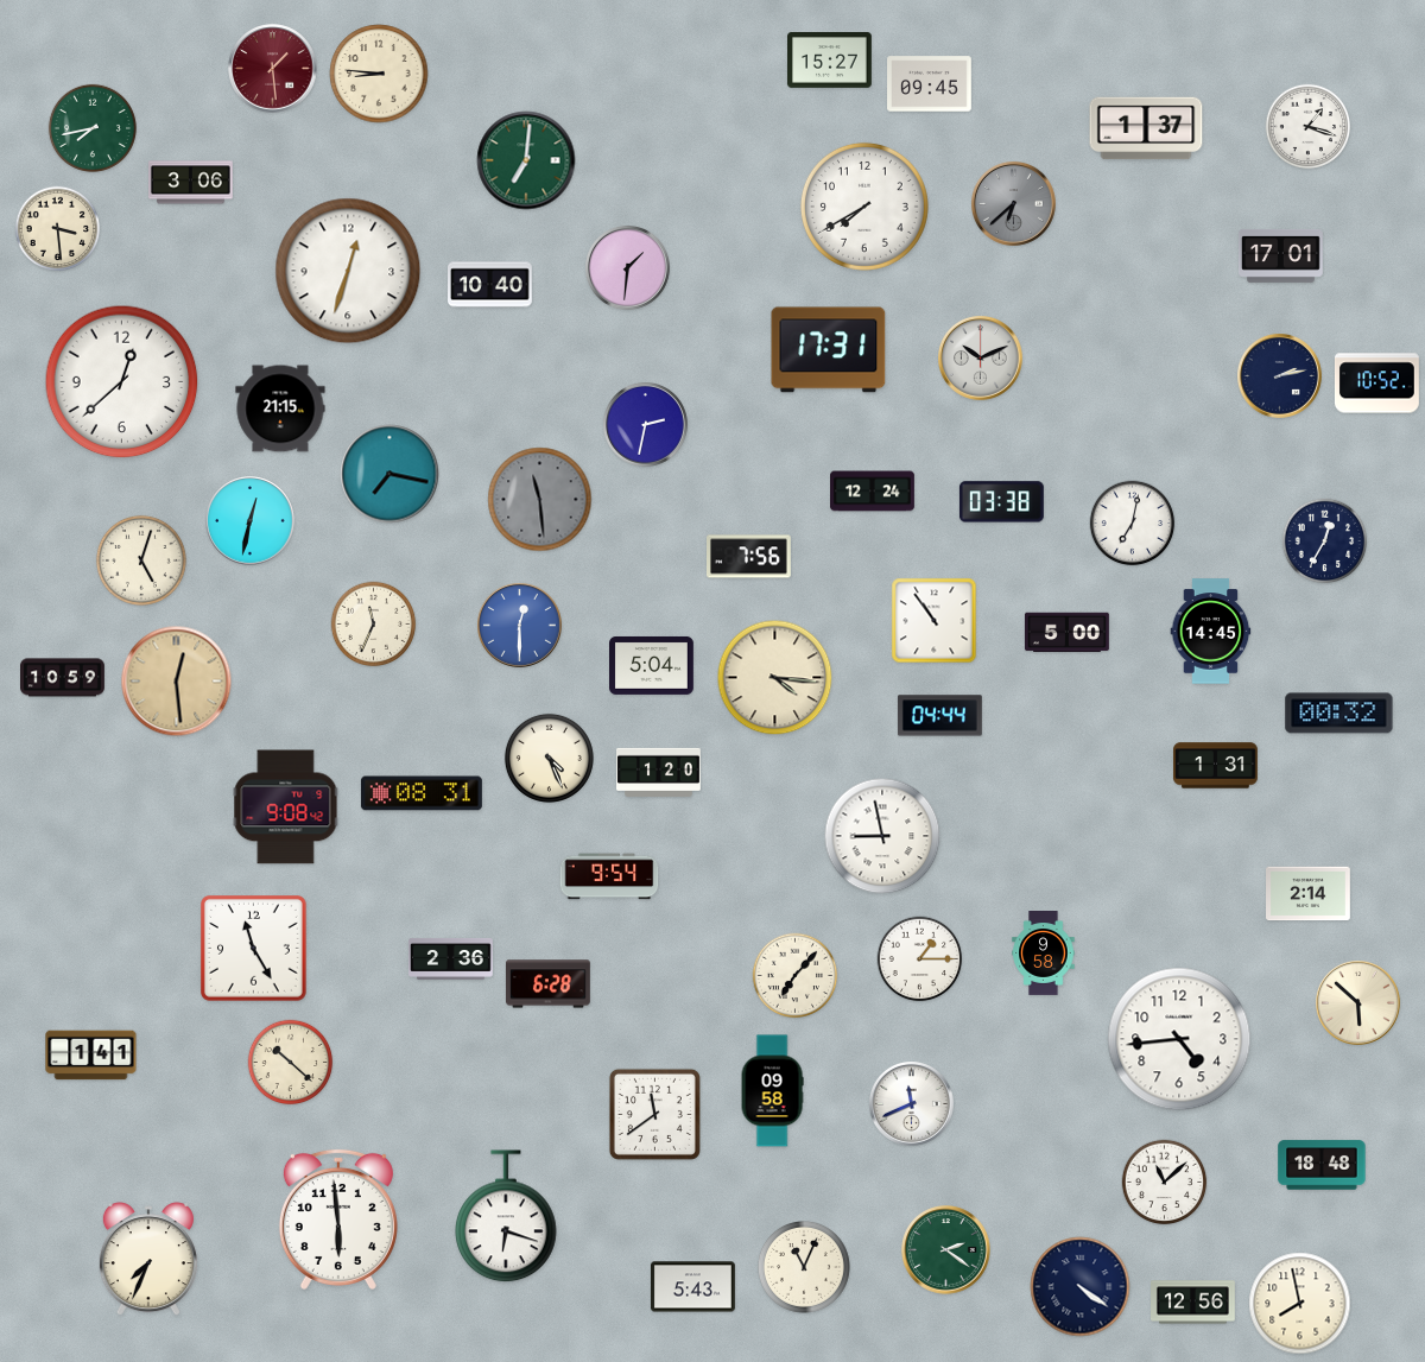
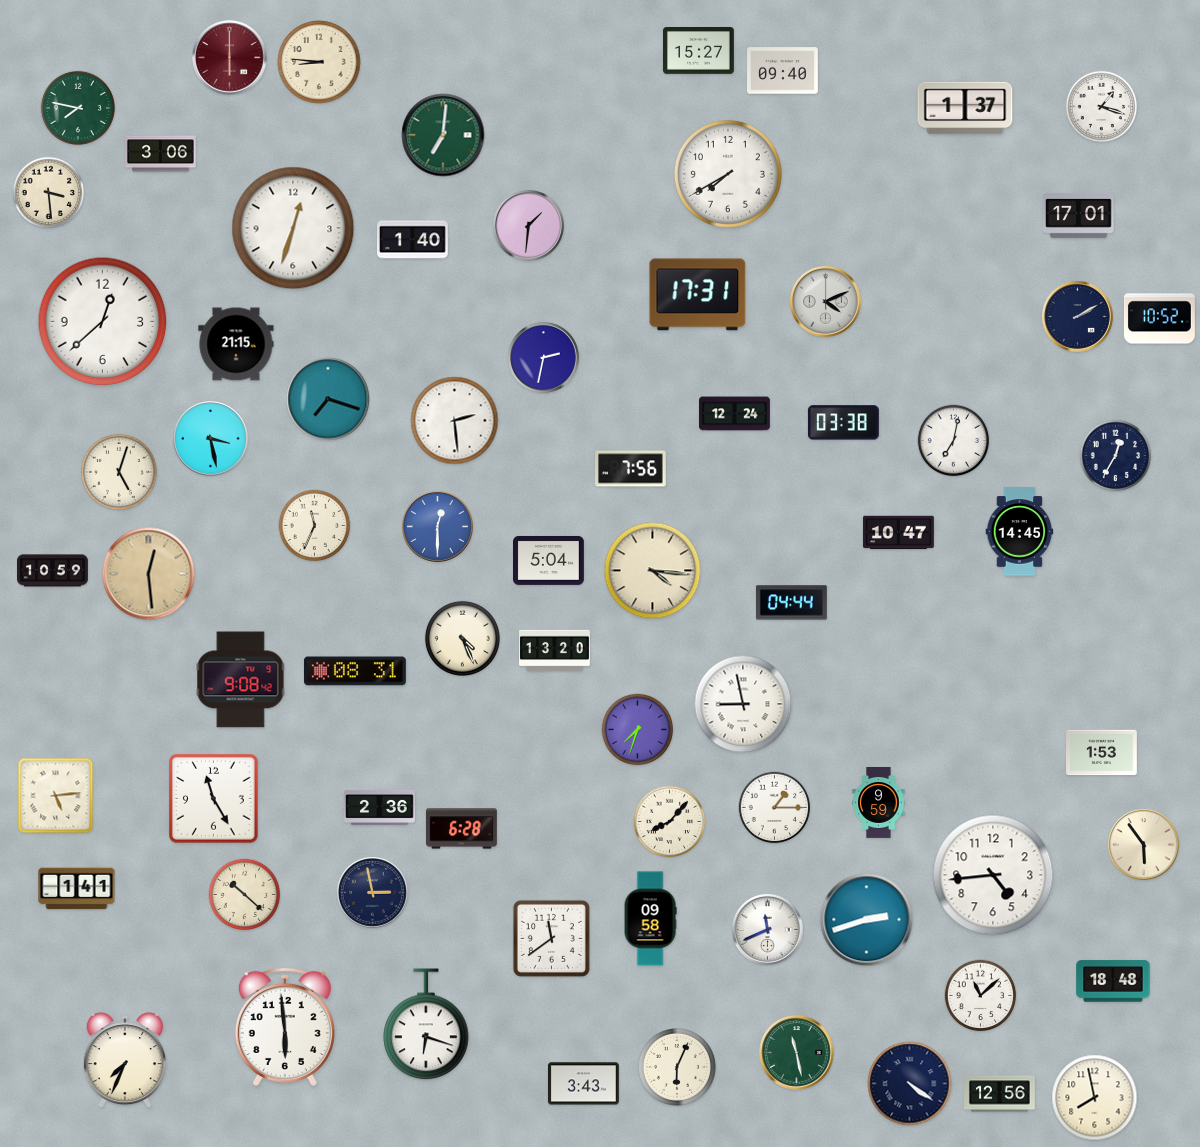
clock at (273, 69): 1:29 -> 6:00
clock at (930, 84): 09:45 -> 09:40
clock at (93, 128): 7:43 -> 7:47
clock at (1014, 204): 6:38 -> none
clock at (490, 285): 10:40 -> 1:40
clock at (981, 359): 10:11 -> 4:11
clock at (1280, 376): 2:13 -> 2:10
clock at (1376, 384) position: (1376, 384) -> (1159, 319)
clock at (389, 474): 7:17 -> 7:18
clock at (540, 500): 11:29 -> 2:29
clock at (540, 500) dial: grey -> white
clock at (251, 521): 12:32 -> 3:28
clock at (935, 621): 10:54 -> none
clock at (1066, 633): 5:00 -> 10:47
clock at (1339, 714): 00:32 -> none
clock at (1216, 766): 1:31 -> none
clock at (659, 772): 1:20 -> 13:20
clock at (422, 793) position: (422, 793) -> (355, 671)
clock at (638, 730): none -> 7:33
clock at (609, 876): 9:54 -> none
clock at (1309, 894): 2:14 -> 1:53
clock at (56, 796): none -> 5:14
clock at (1044, 954): 9:58 -> 9:59
clock at (796, 976): 7:07 -> 8:07
clock at (1358, 1003): 5:52 -> 5:54
clock at (373, 893): none -> 2:58
clock at (867, 920): none -> 2:42
clock at (946, 1250): 2:21 -> 11:28
clock at (805, 1268): 11:04 -> 6:04
clock at (692, 1287): 5:43 -> 3:43
clock at (1193, 1303) position: (1193, 1303) -> (1000, 1094)
